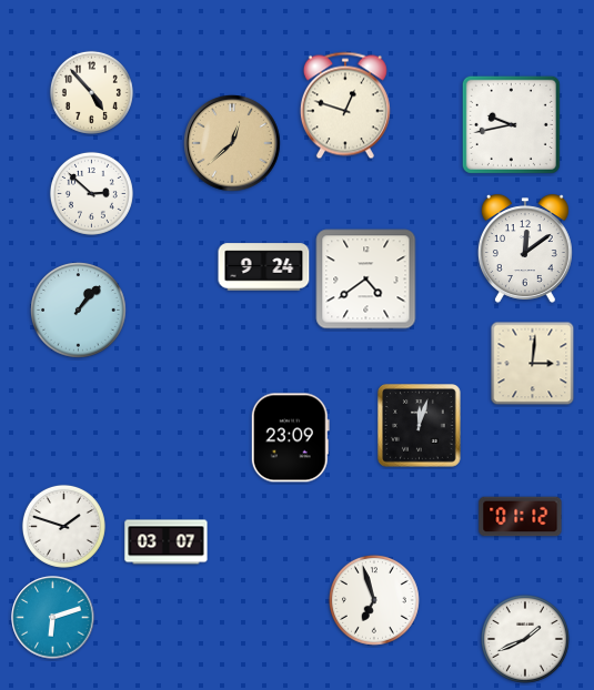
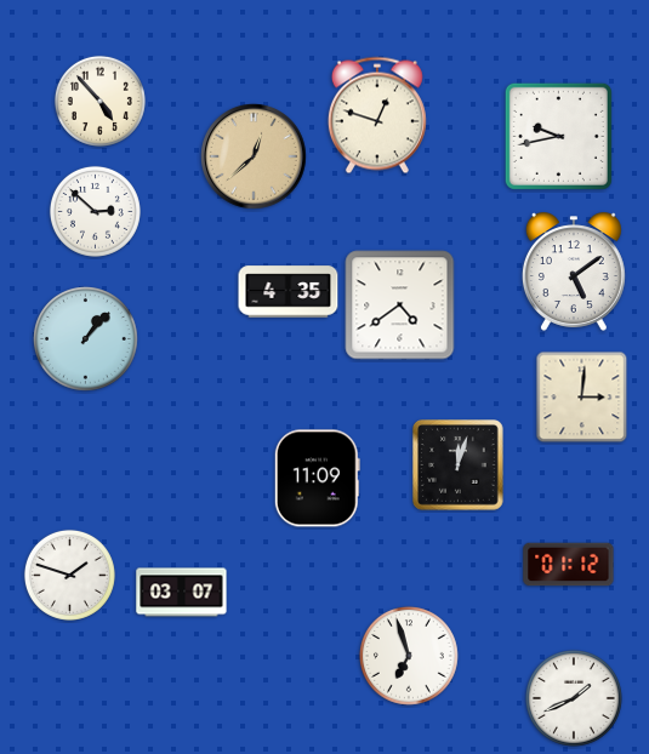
clock at (91, 193) position: (91, 193) -> (95, 211)
clock at (525, 248): 12:09 -> 5:09
clock at (264, 267): 9:24 -> 4:35
clock at (290, 438): 23:09 -> 11:09
clock at (53, 618): 6:12 -> none
